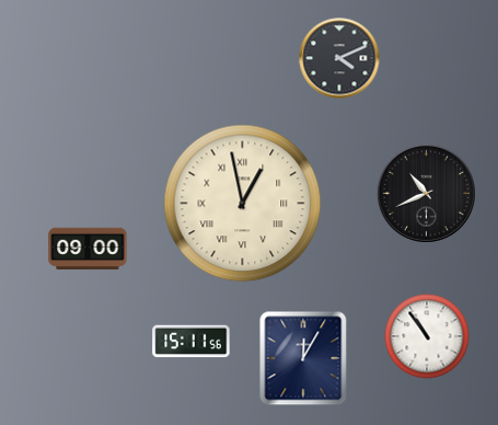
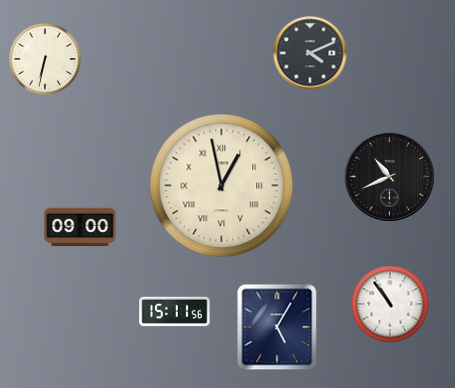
clock at (46, 60): none -> 6:32
clock at (427, 336) position: (427, 336) -> (390, 304)
clock at (303, 358): 12:05 -> 5:05
